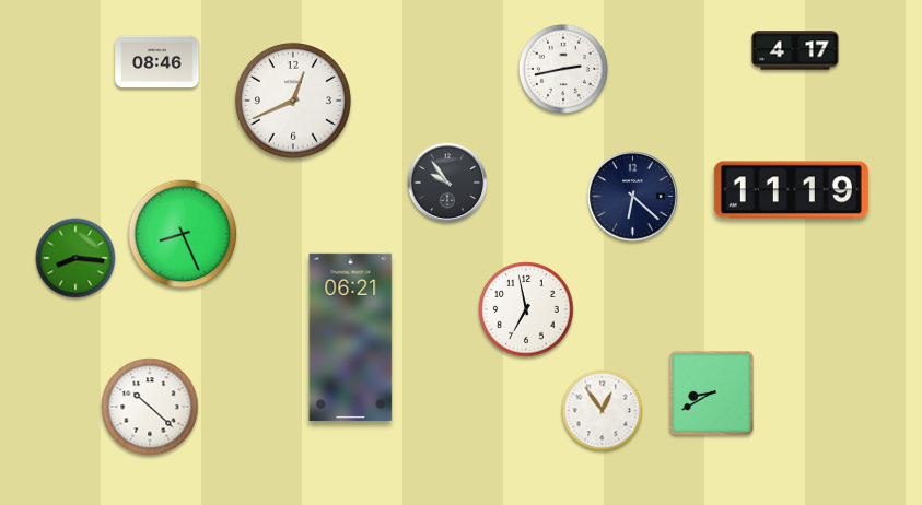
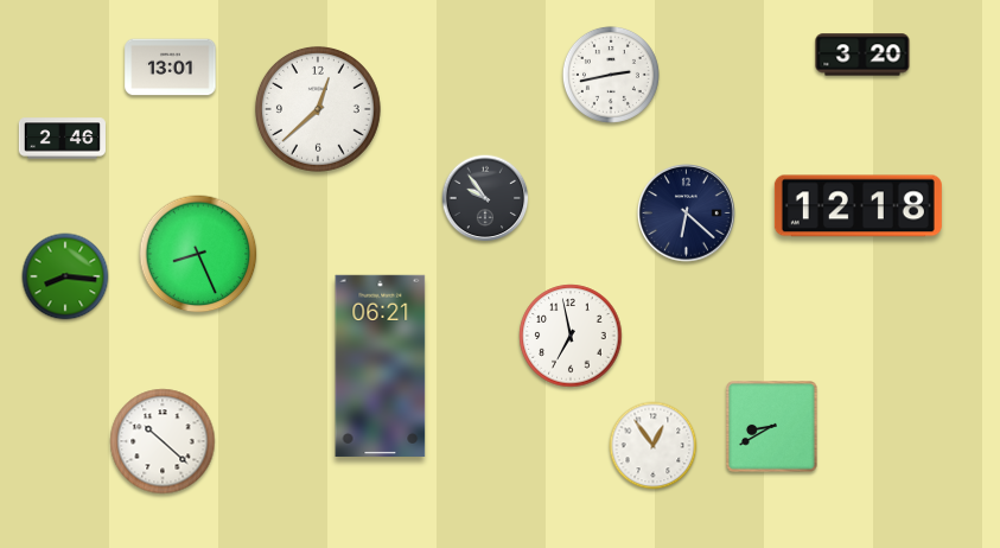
clock at (795, 50): 4:17 -> 3:20
clock at (157, 62): 08:46 -> 13:01
clock at (293, 101): 12:41 -> 12:38
clock at (62, 139): none -> 2:46
clock at (791, 190): 11:19 -> 12:18
clock at (75, 258) position: (75, 258) -> (65, 276)
